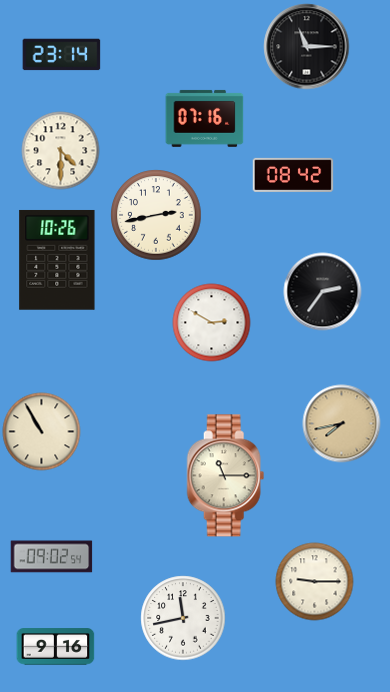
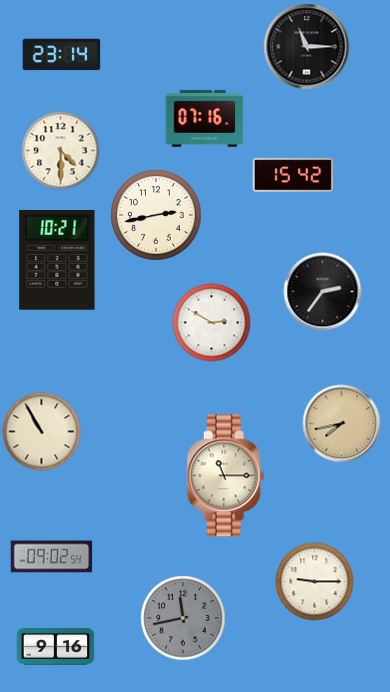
clock at (293, 175): 08:42 -> 15:42
clock at (57, 260): 10:26 -> 10:21
clock at (183, 618) dial: white -> grey
